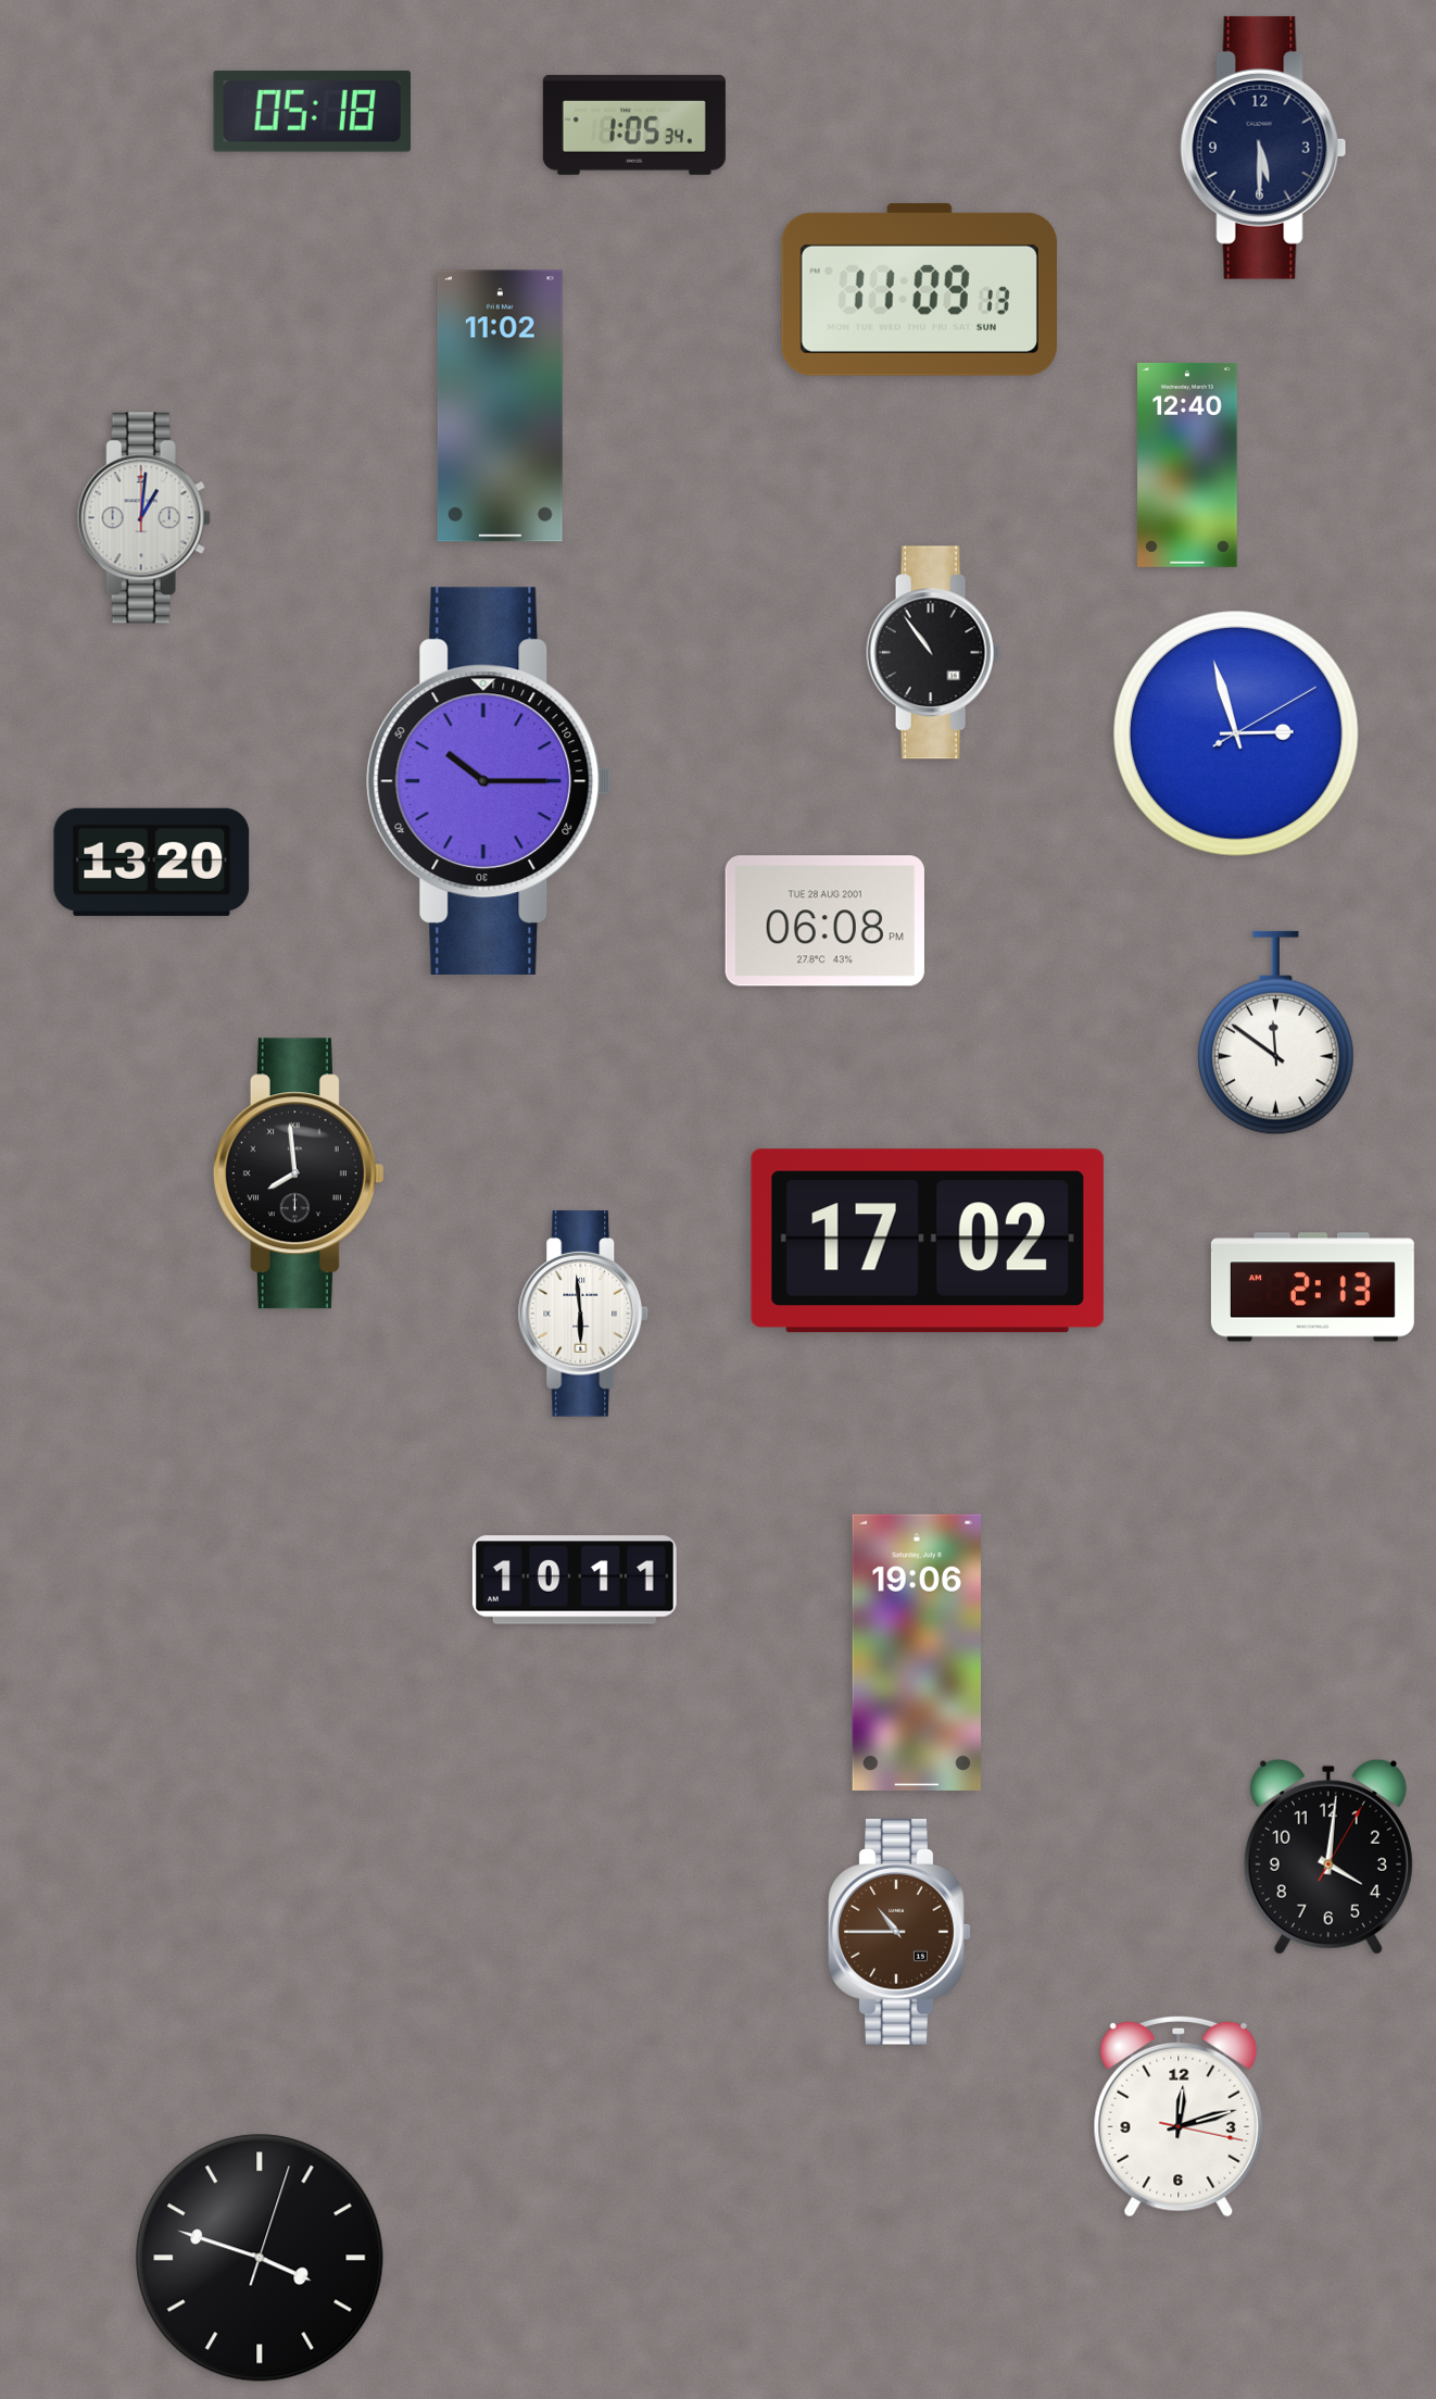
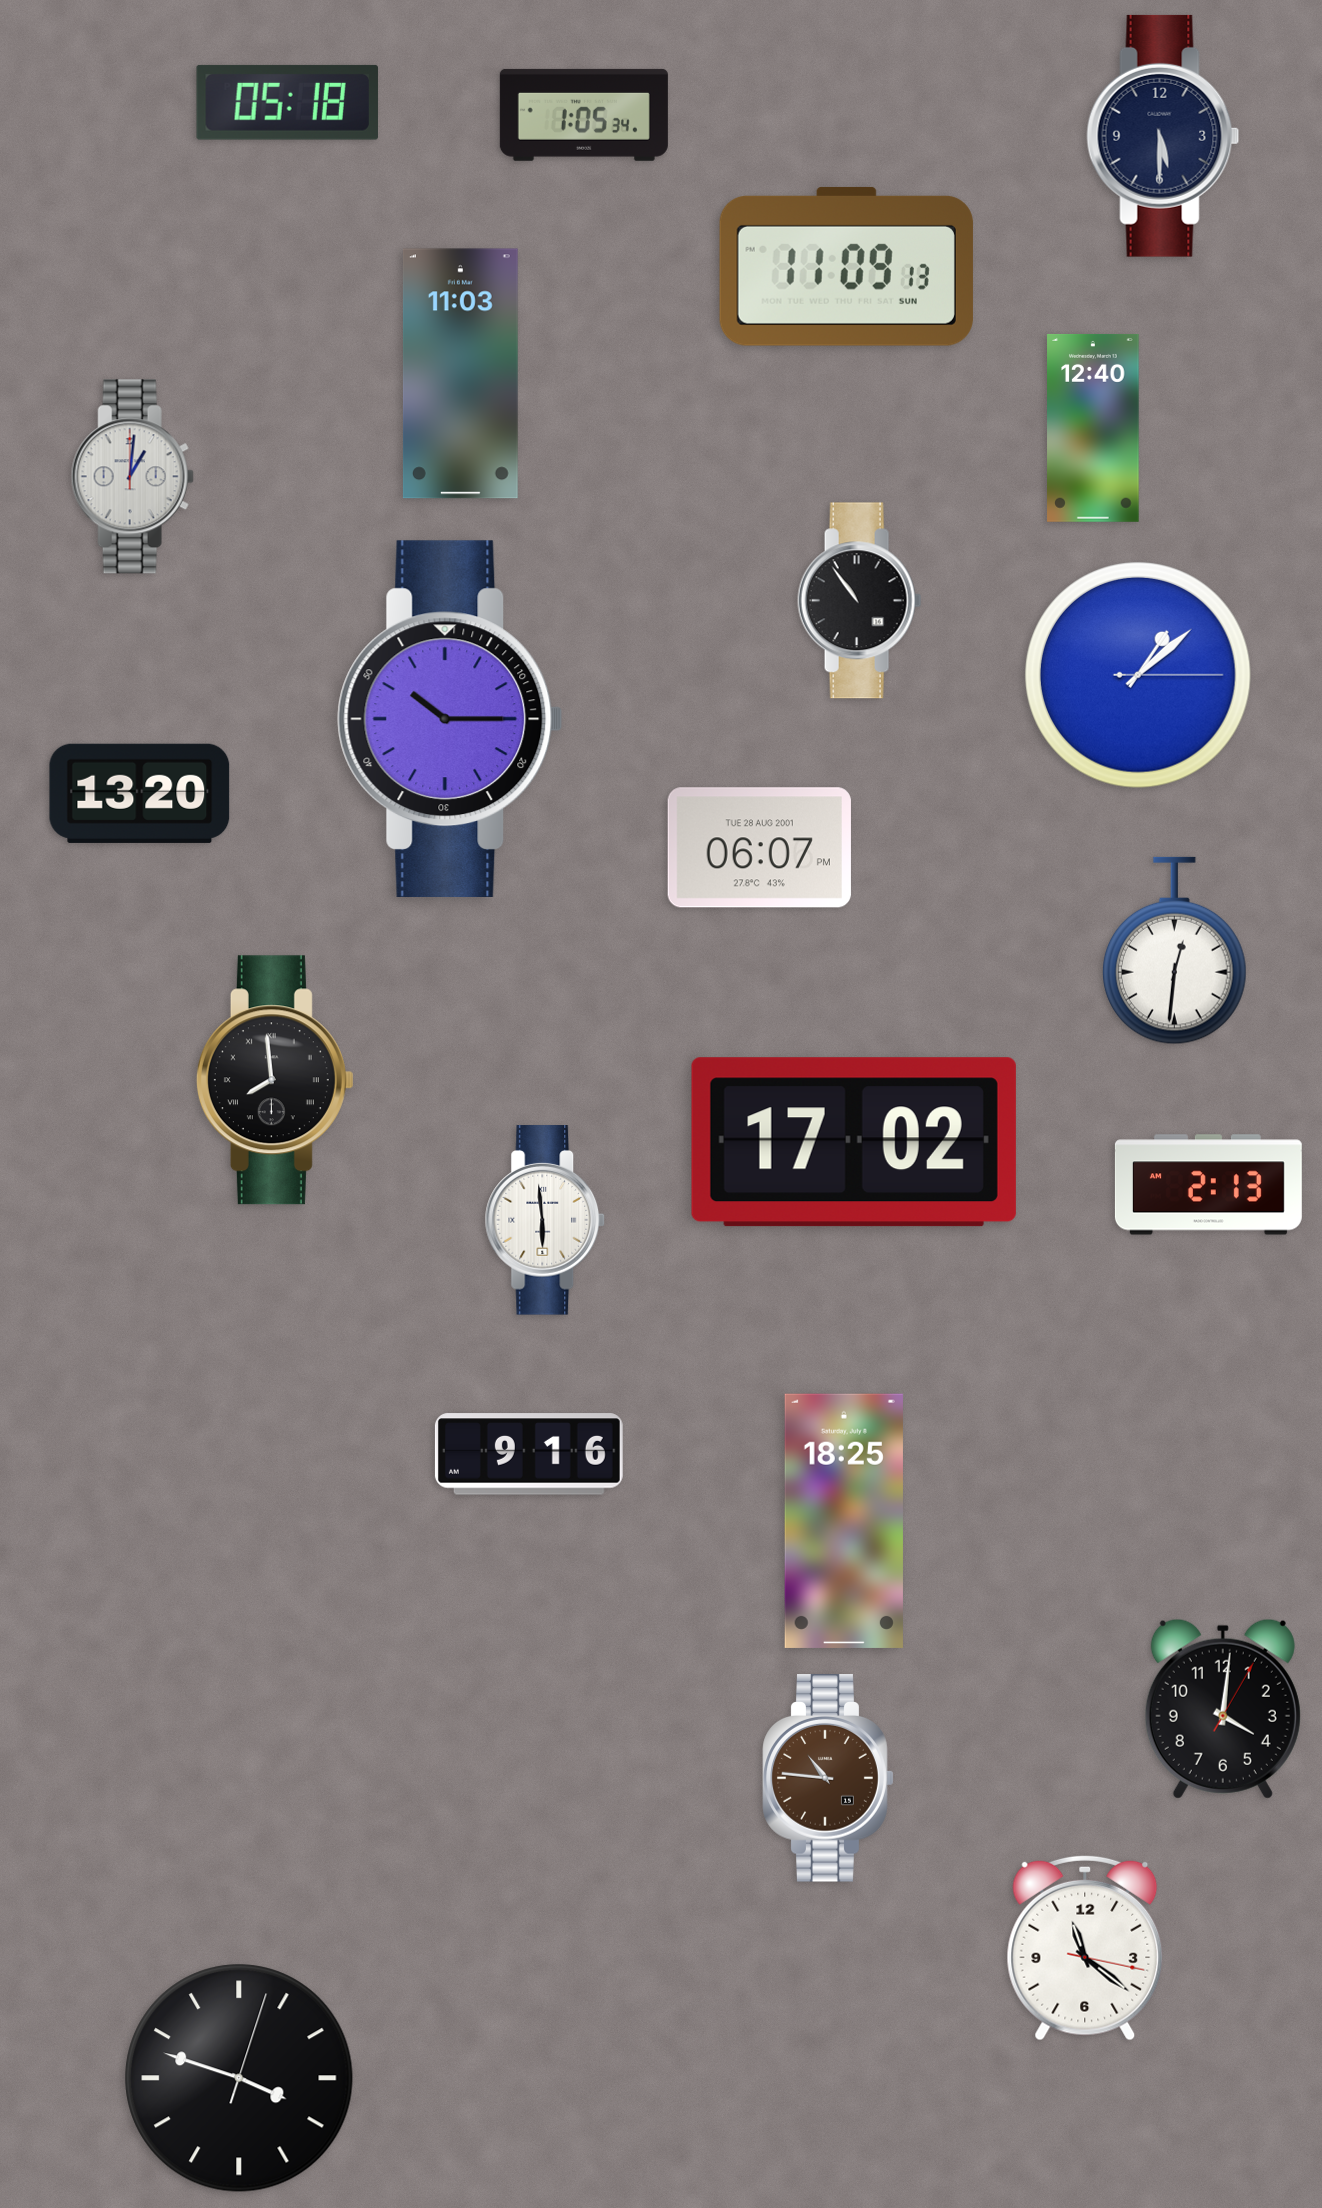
clock at (500, 406): 11:02 -> 11:03
clock at (1236, 733): 2:57 -> 1:08
clock at (824, 921): 06:08 -> 06:07
clock at (1276, 1033): 11:51 -> 12:31
clock at (583, 1314) position: (583, 1314) -> (545, 1220)
clock at (575, 1580): 10:11 -> 9:16
clock at (917, 1653): 19:06 -> 18:25
clock at (899, 1932): 10:45 -> 10:46
clock at (1179, 2117): 12:12 -> 11:21
